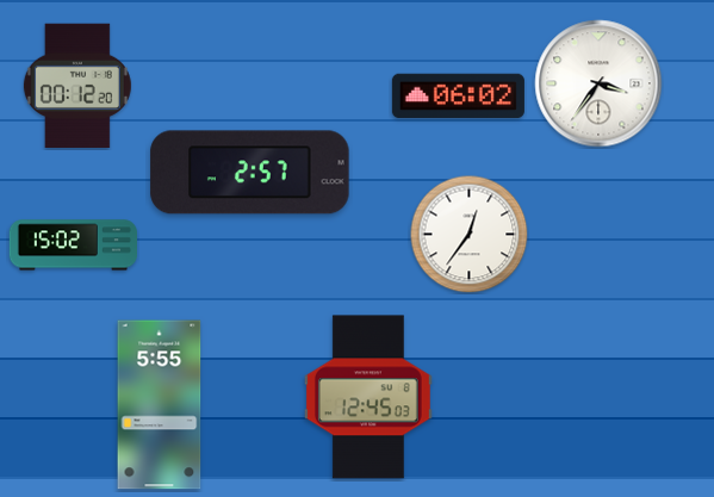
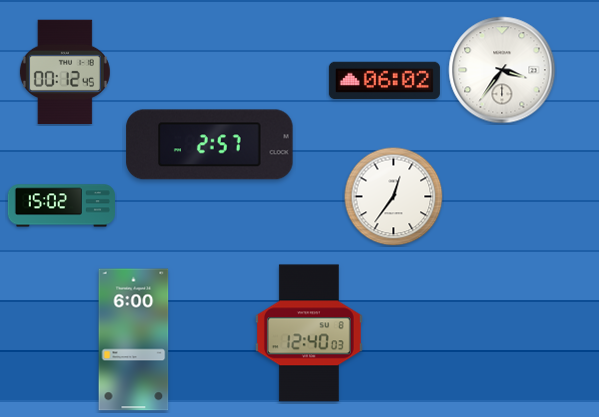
clock at (77, 86): 00:12:20 -> 00:12:45
clock at (368, 397): 12:45 -> 12:40
clock at (160, 405): 5:55 -> 6:00
